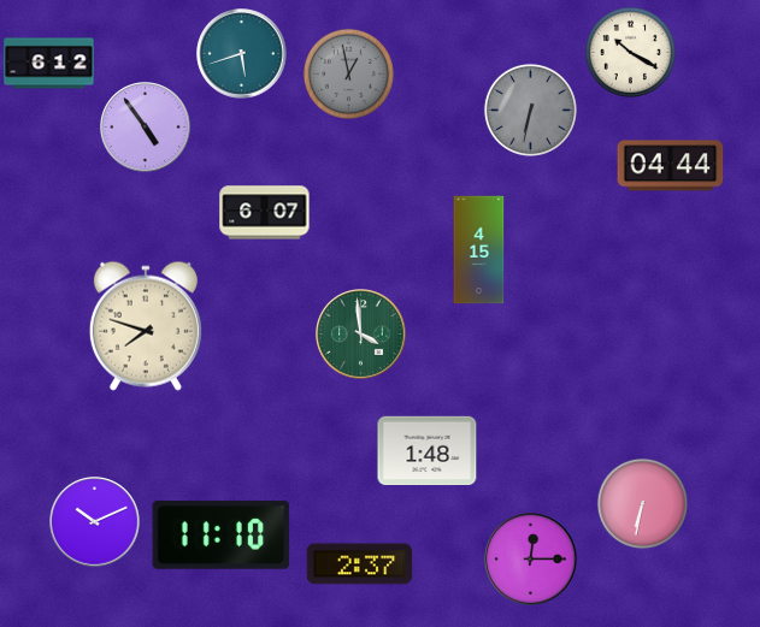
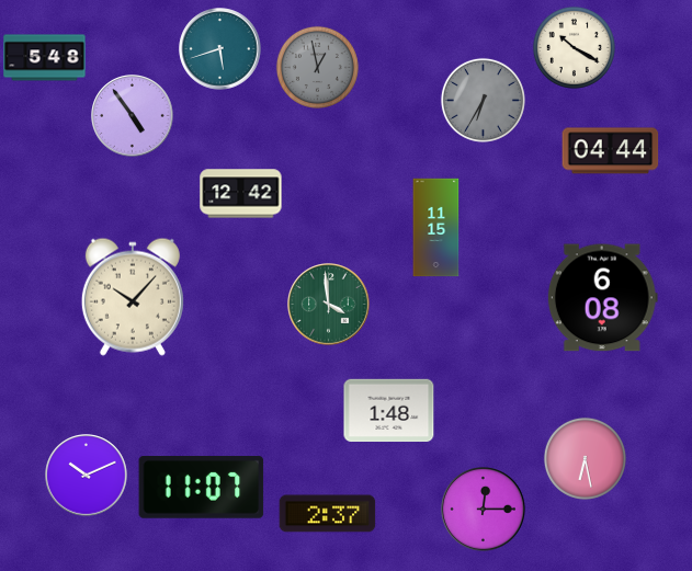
clock at (49, 64): 6:12 -> 5:48
clock at (530, 110): 6:32 -> 6:35
clock at (265, 213): 6:07 -> 12:42
clock at (479, 250): 4:15 -> 11:15
clock at (146, 326): 7:48 -> 10:07
clock at (602, 298): none -> 6:08
clock at (642, 503): 6:32 -> 6:28
clock at (222, 534): 11:10 -> 11:07
